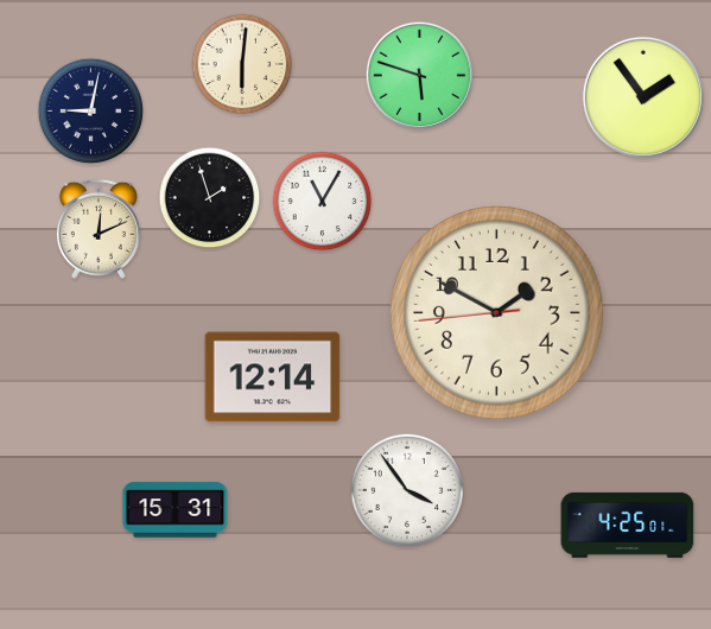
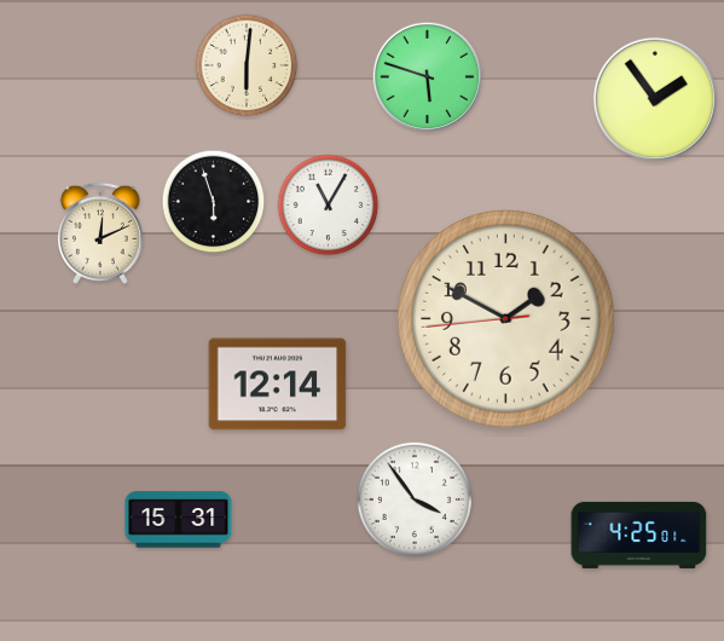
clock at (91, 112): 9:02 -> none
clock at (210, 198): 1:57 -> 5:57
